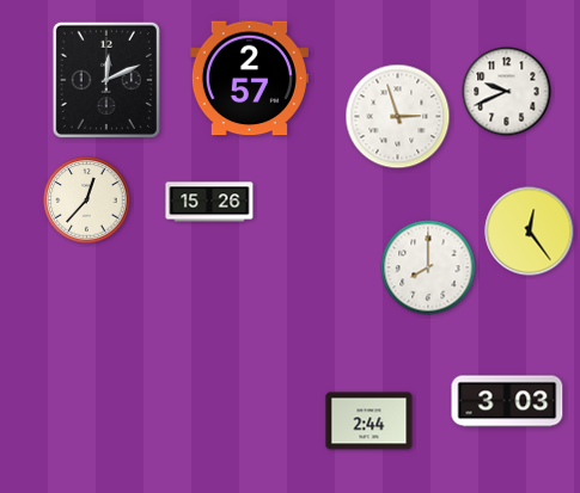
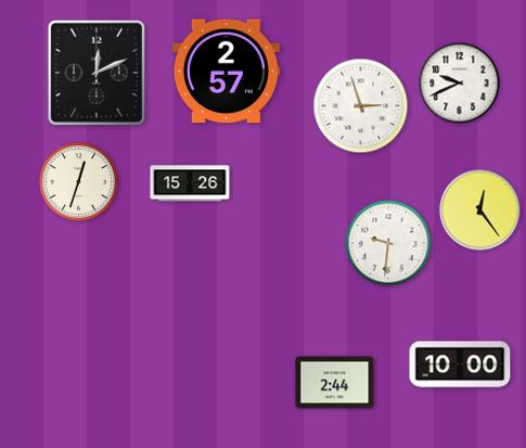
clock at (87, 201): 12:37 -> 12:33
clock at (428, 267): 8:00 -> 9:31
clock at (507, 401): 3:03 -> 10:00
